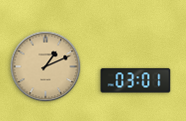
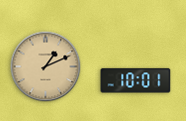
clock at (136, 81): 03:01 -> 10:01
